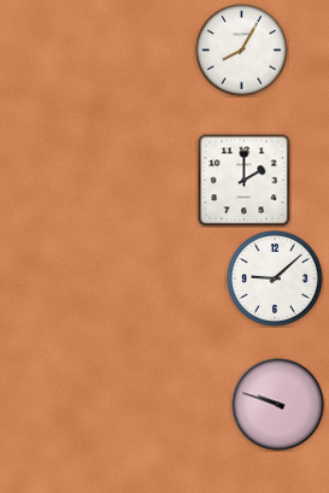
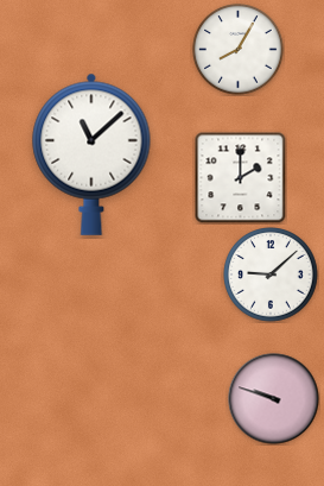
clock at (91, 154): none -> 11:08
